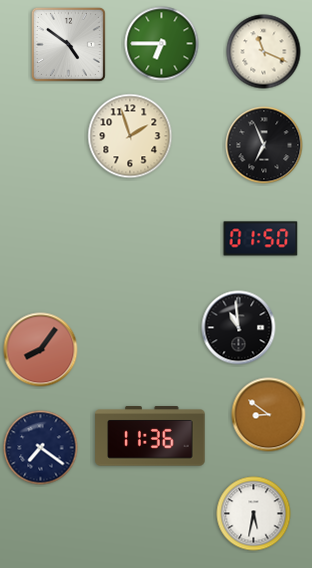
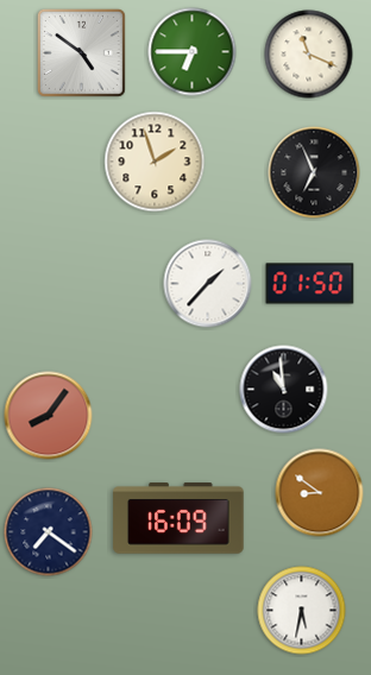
clock at (264, 52) position: (264, 52) -> (309, 55)
clock at (208, 284): none -> 1:37
clock at (150, 436): 11:36 -> 16:09
